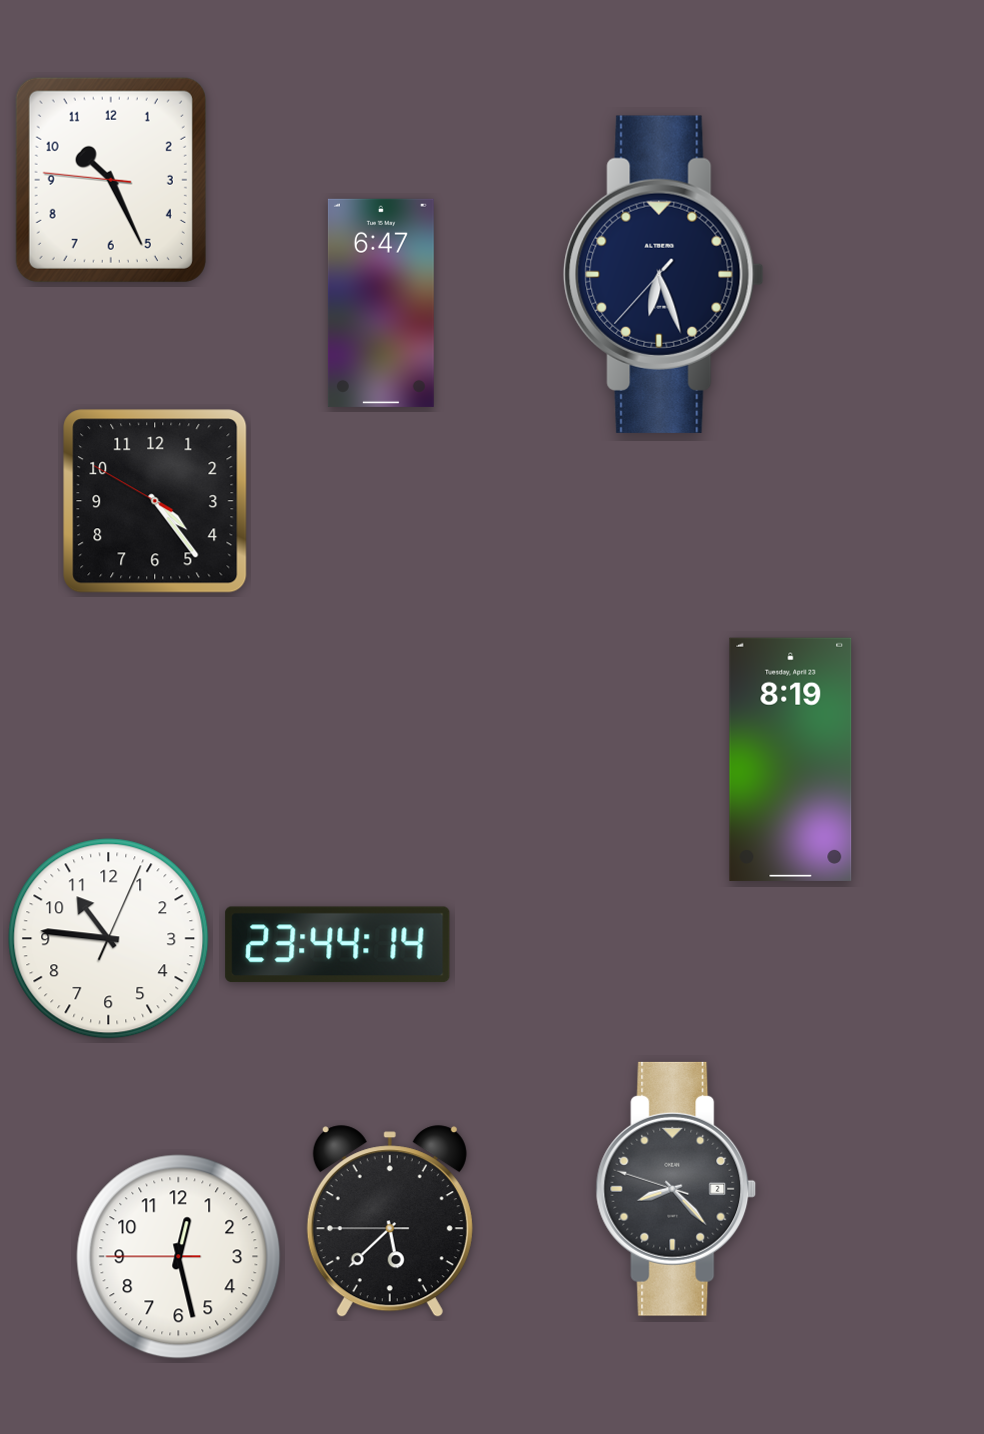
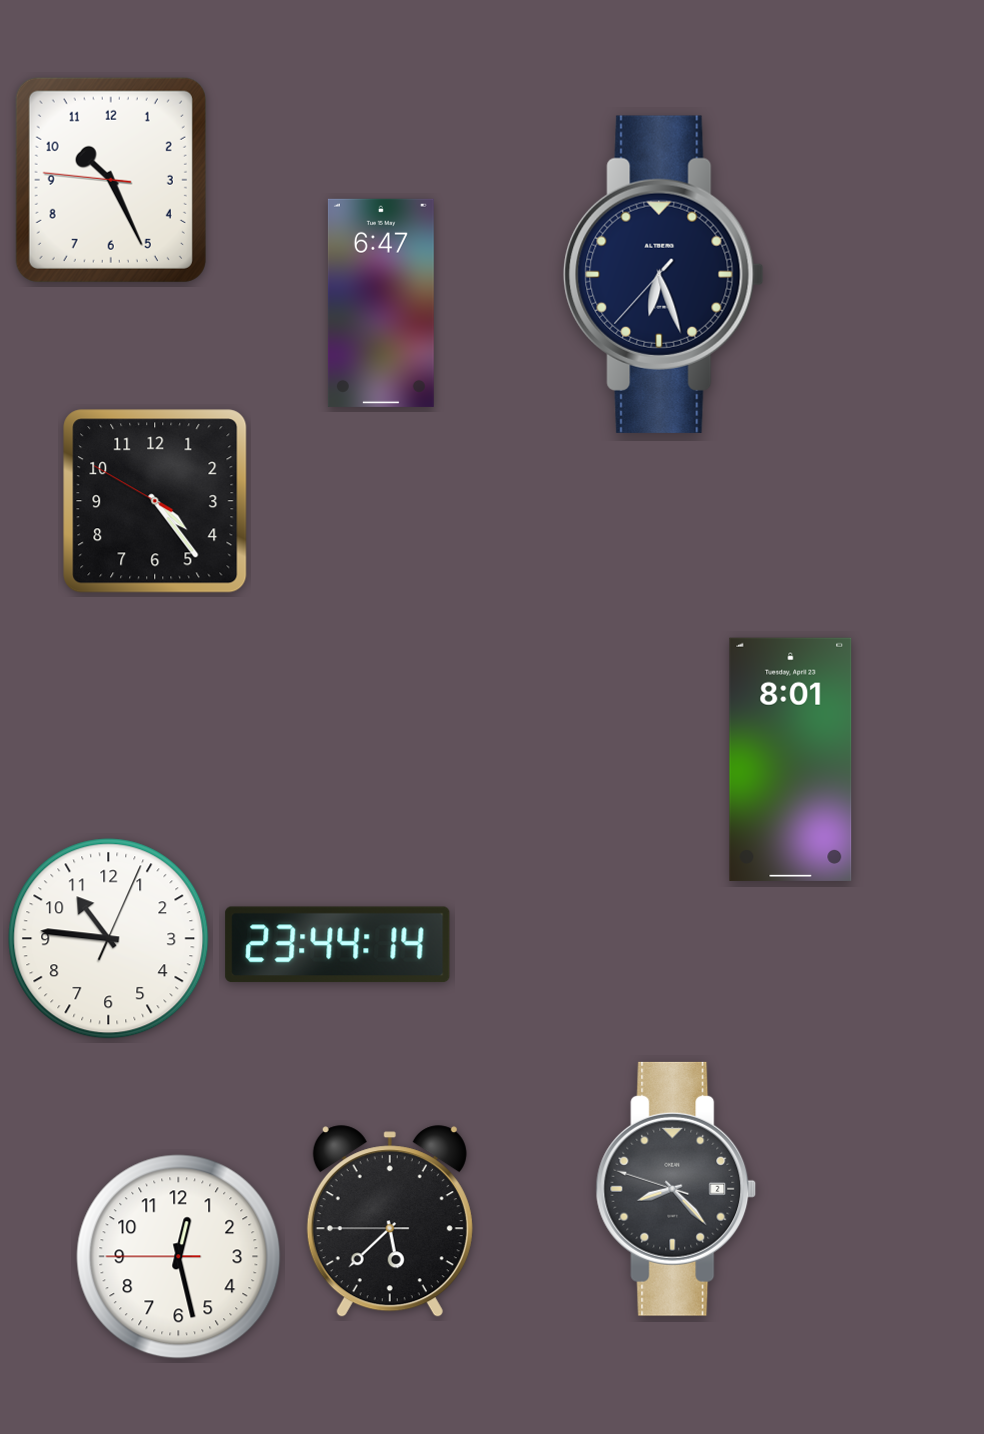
clock at (791, 759): 8:19 -> 8:01
